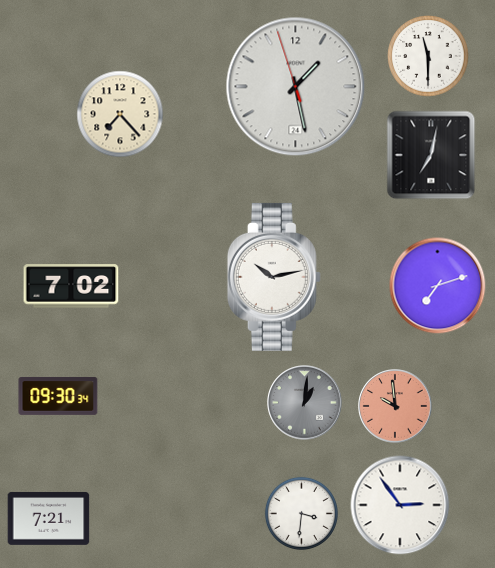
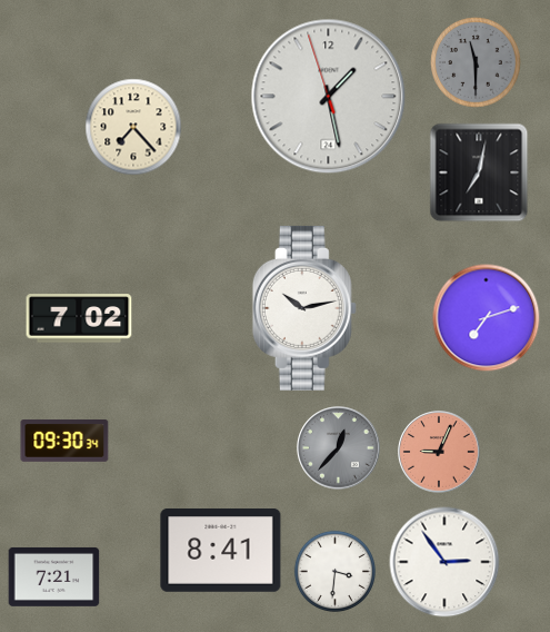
clock at (428, 56) dial: white -> grey
clock at (305, 403): 1:01 -> 12:37
clock at (395, 406): 9:59 -> 9:04
clock at (221, 551): none -> 8:41
